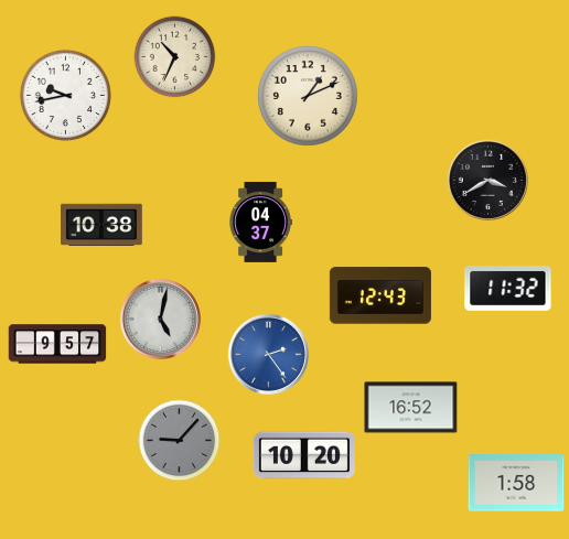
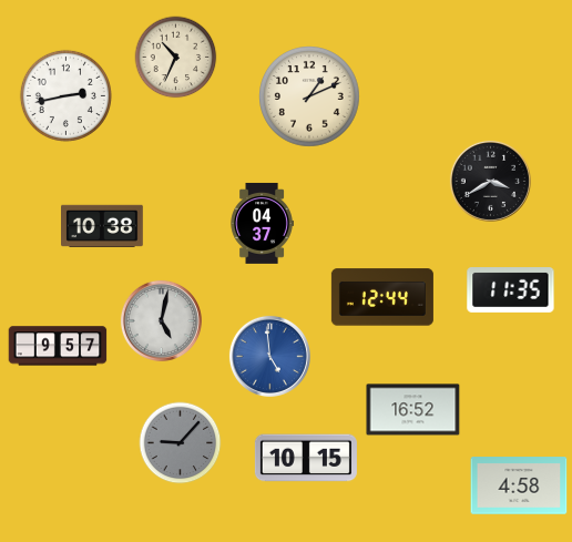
clock at (65, 95): 9:43 -> 2:43
clock at (508, 289): 11:32 -> 11:35
clock at (380, 295): 12:43 -> 12:44
clock at (268, 354): 2:24 -> 4:59
clock at (304, 455): 10:20 -> 10:15
clock at (516, 483): 1:58 -> 4:58
